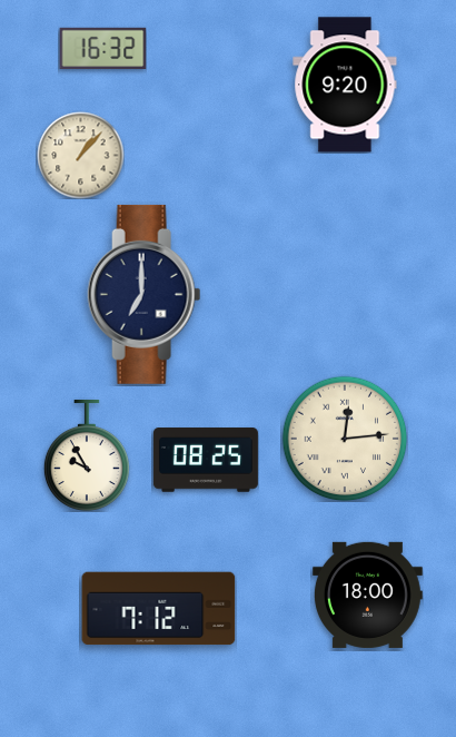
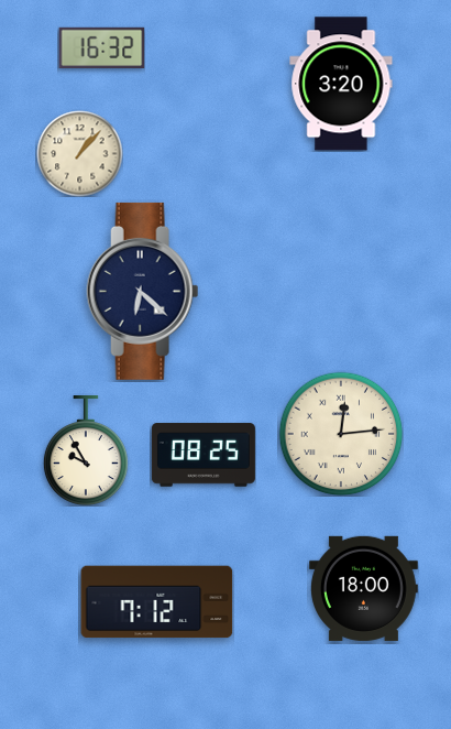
clock at (345, 85): 9:20 -> 3:20
clock at (145, 294): 7:00 -> 6:22
